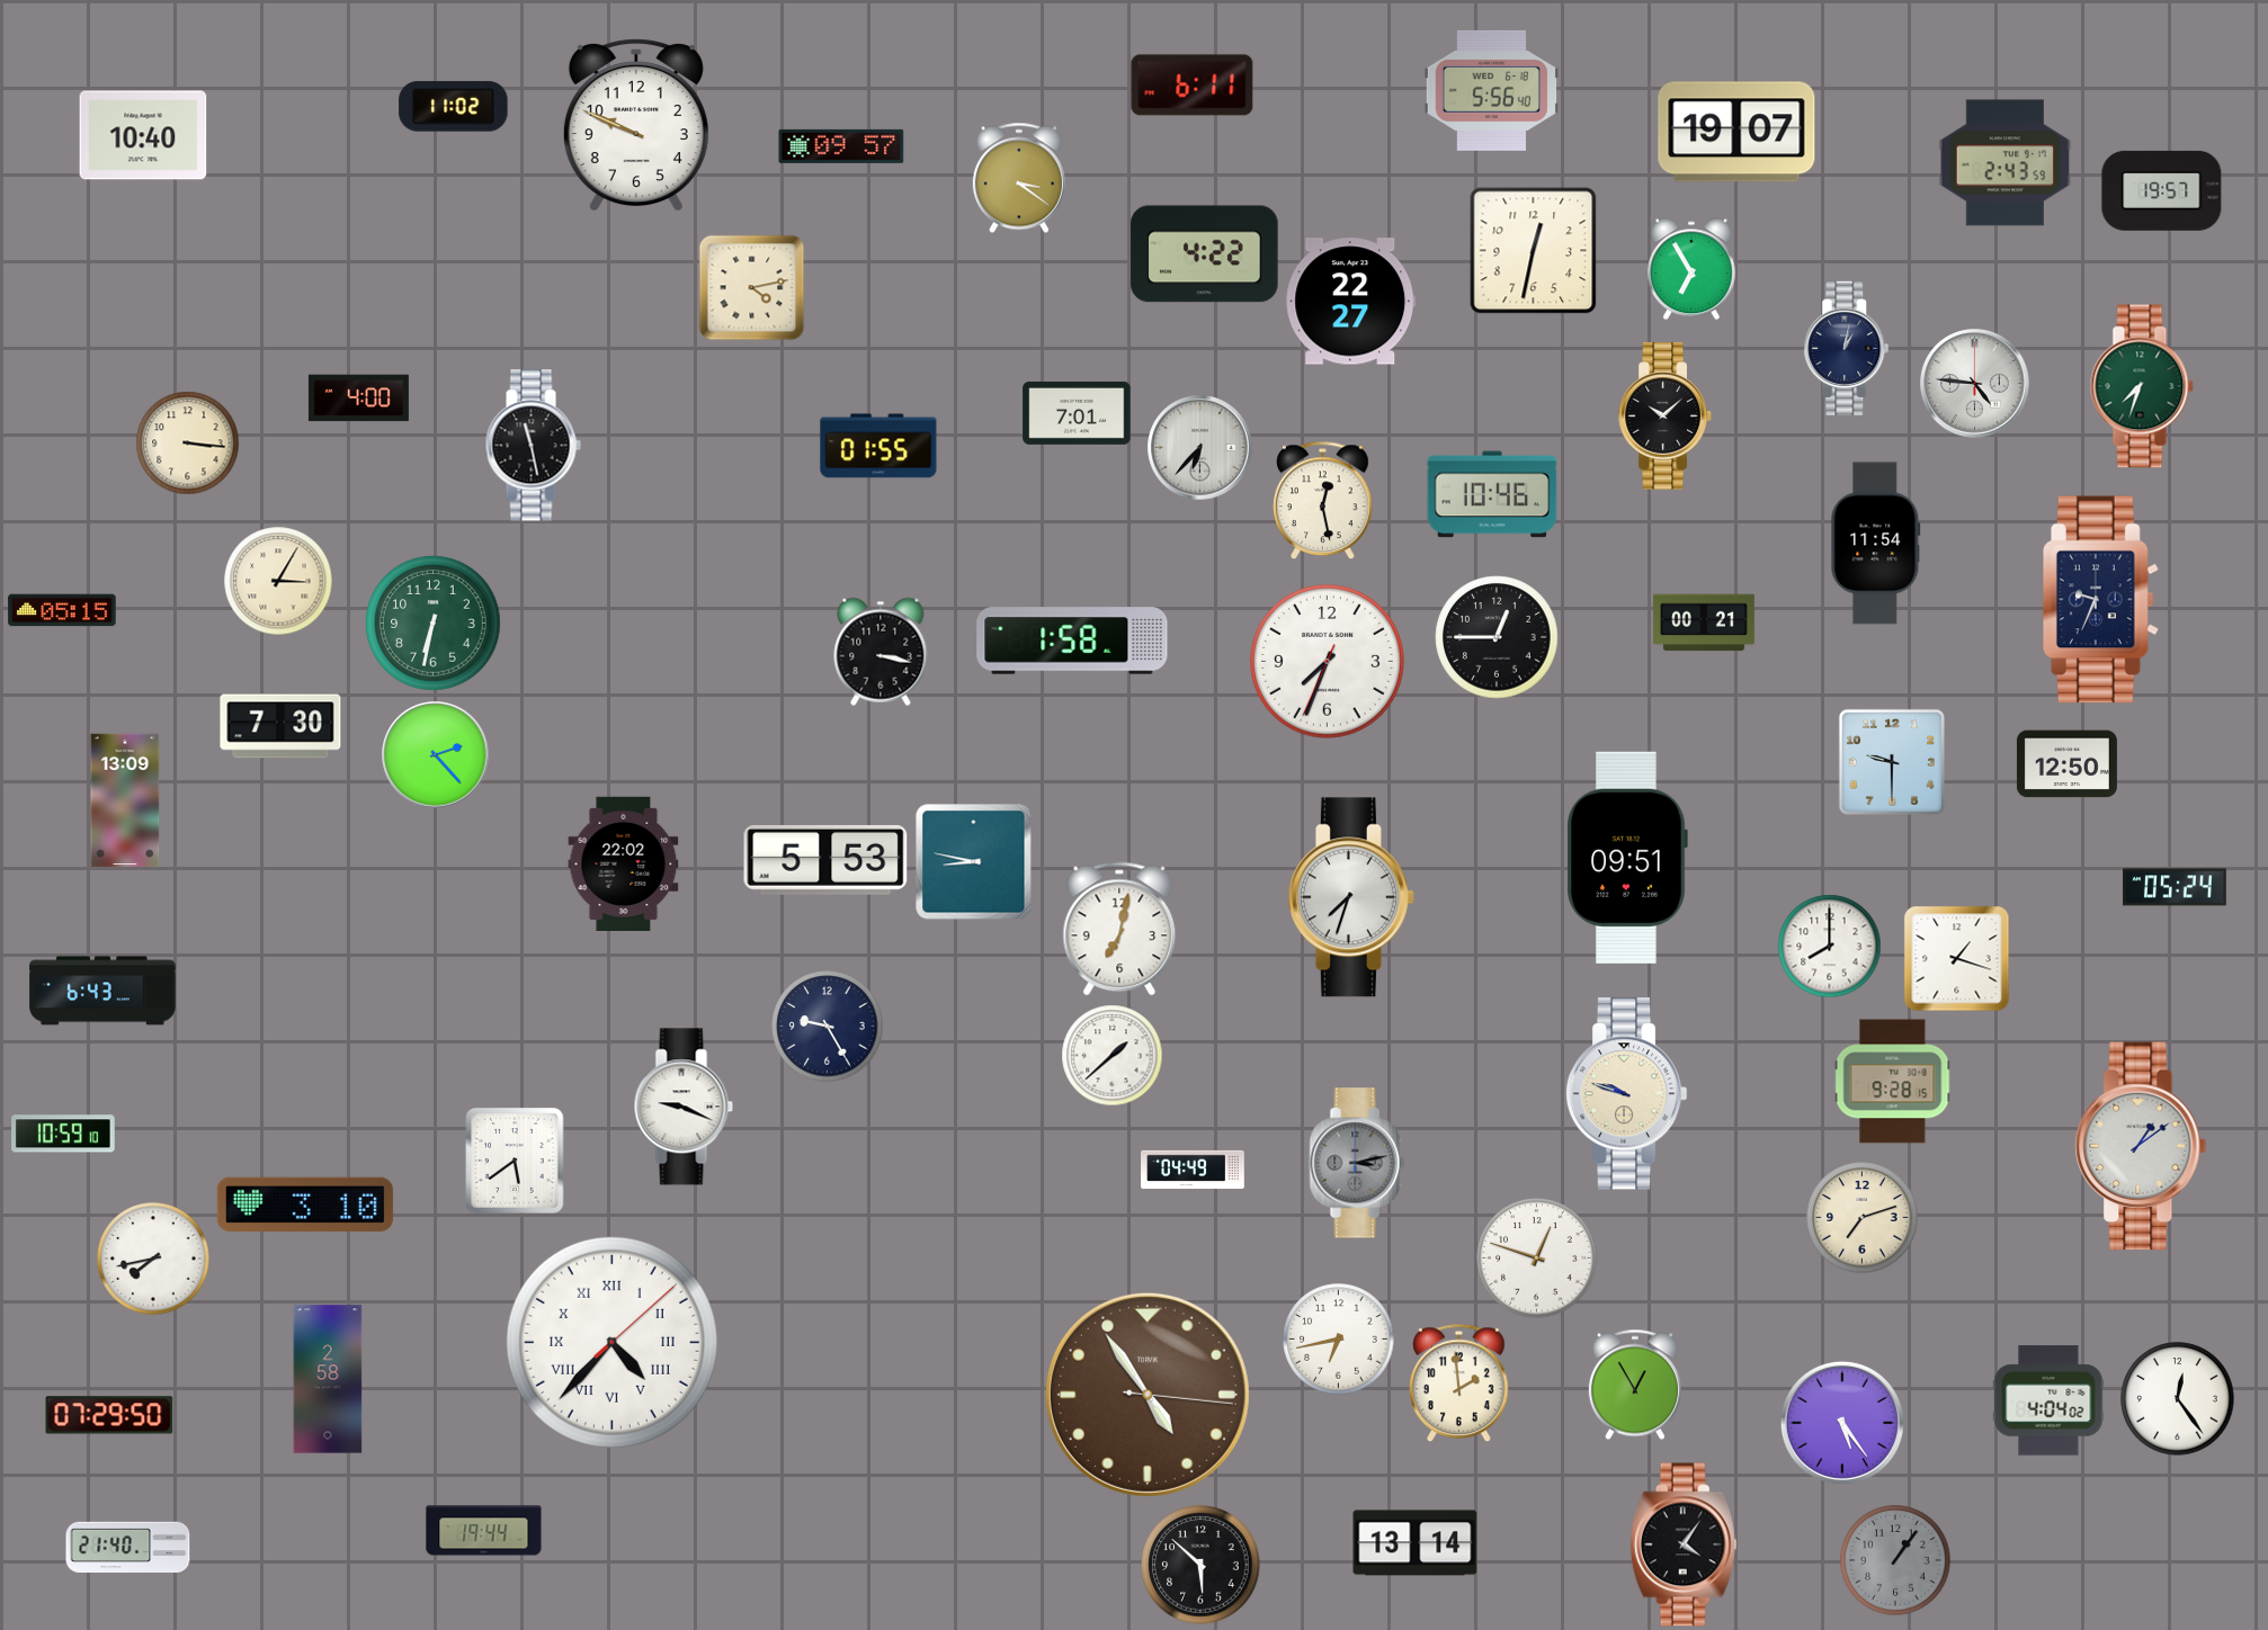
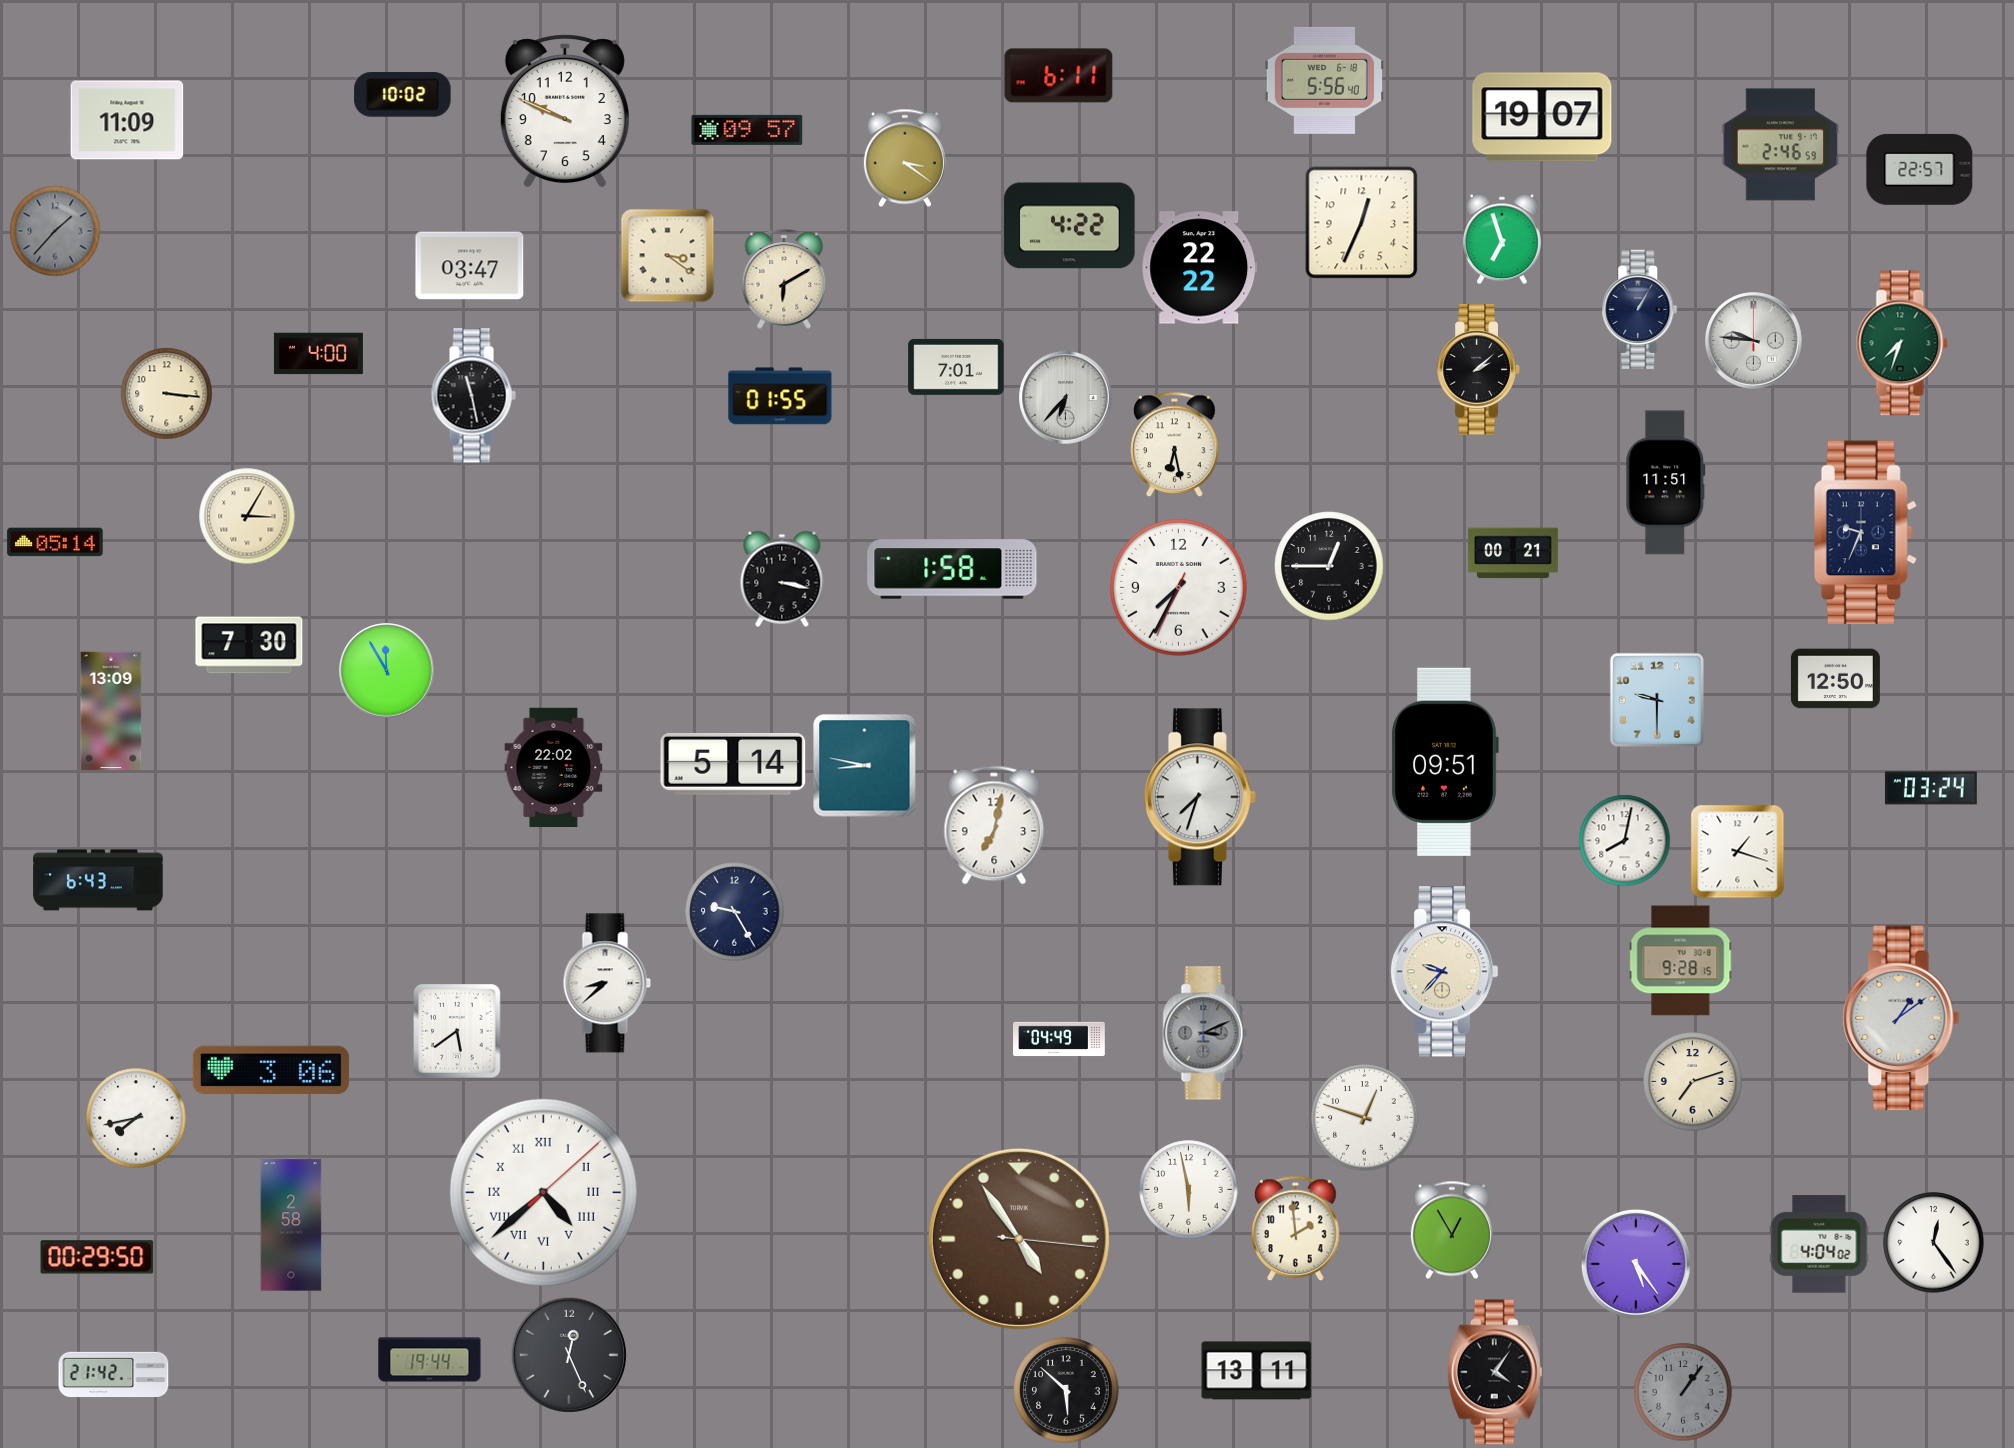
clock at (454, 107): 11:02 -> 10:02
clock at (143, 135): 10:40 -> 11:09
clock at (2006, 163): 2:43 -> 2:46
clock at (2162, 190): 19:57 -> 22:57
clock at (1534, 251): 12:32 -> 12:34
clock at (55, 231): none -> 1:37
clock at (1693, 269): 6:55 -> 6:57
clock at (752, 288): 4:13 -> 3:21
clock at (470, 266): none -> 03:47
clock at (1351, 302): 22:27 -> 22:22
clock at (784, 279): none -> 6:10
clock at (1847, 348): 1:02 -> 1:05
clock at (1975, 384): 4:46 -> 9:46
clock at (1666, 417): 10:08 -> 2:08
clock at (1492, 494): 10:46 -> none
clock at (1323, 501): 12:28 -> 6:28
clock at (1876, 544): 11:54 -> 11:51
clock at (62, 610): 05:15 -> 05:14
clock at (434, 624): 6:32 -> none
clock at (1328, 662): 7:33 -> 7:34
clock at (436, 755): 2:23 -> 11:55
clock at (1892, 762) position: (1892, 762) -> (1657, 700)
clock at (825, 860): 5:53 -> 5:14
clock at (2176, 887): 05:24 -> 03:24
clock at (1830, 947): 8:00 -> 8:02
clock at (102, 991) position: (102, 991) -> (98, 880)
clock at (1113, 1056): 1:38 -> none
clock at (1626, 1094): 9:48 -> 9:37
clock at (684, 1107): 9:19 -> 8:38
clock at (64, 1134): 10:59 -> none
clock at (1357, 1163): 3:13 -> 3:11
clock at (305, 1203): 3:10 -> 3:06
clock at (1863, 1218) position: (1863, 1218) -> (1693, 1082)
clock at (1339, 1340): 6:43 -> 5:58
clock at (611, 1342): 4:37 -> 4:38
clock at (109, 1415): 07:29 -> 00:29
clock at (569, 1355): none -> 12:26
clock at (1416, 1543): 13:14 -> 13:11
clock at (128, 1548): 21:40 -> 21:42
clock at (1895, 1560) position: (1895, 1560) -> (1683, 1392)
